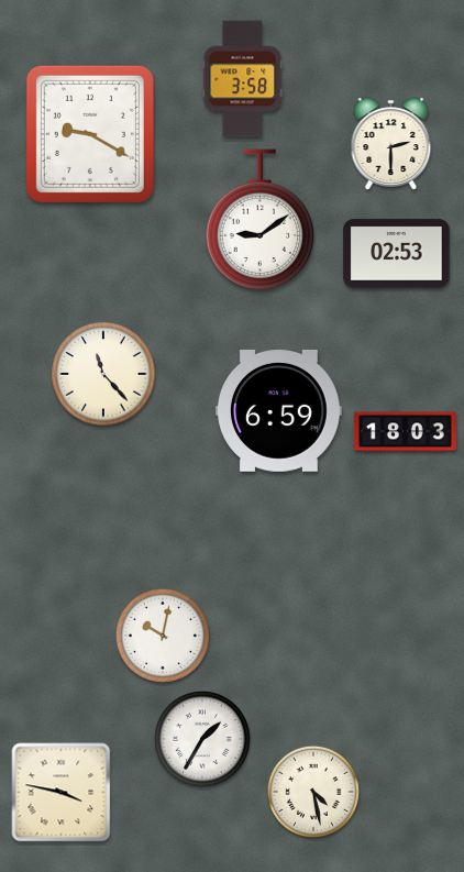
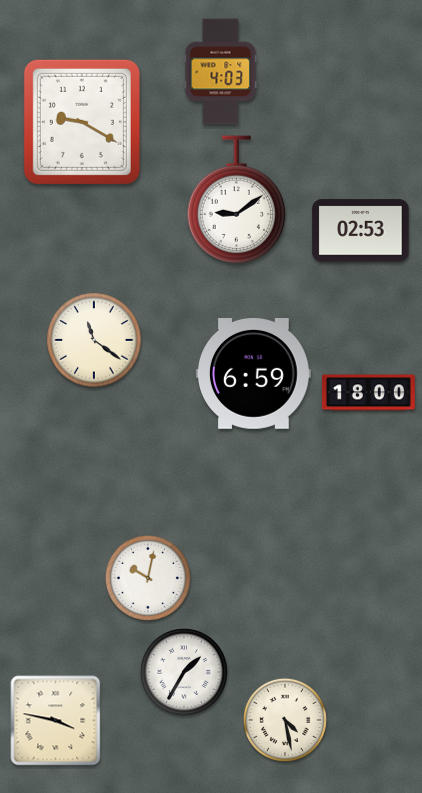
clock at (243, 79): 3:58 -> 4:03
clock at (391, 144): 2:30 -> none
clock at (103, 374): 11:23 -> 11:21
clock at (405, 432): 18:03 -> 18:00
